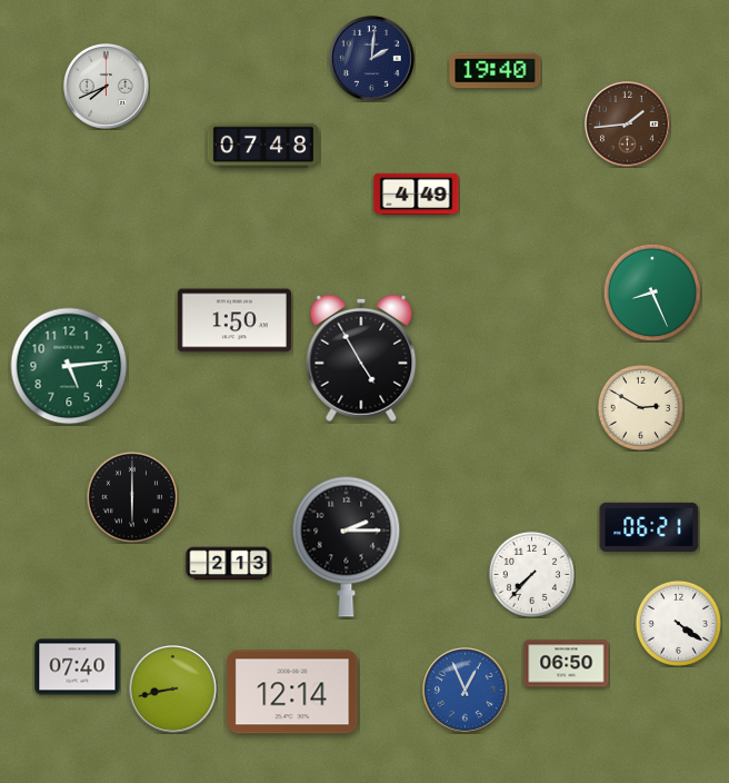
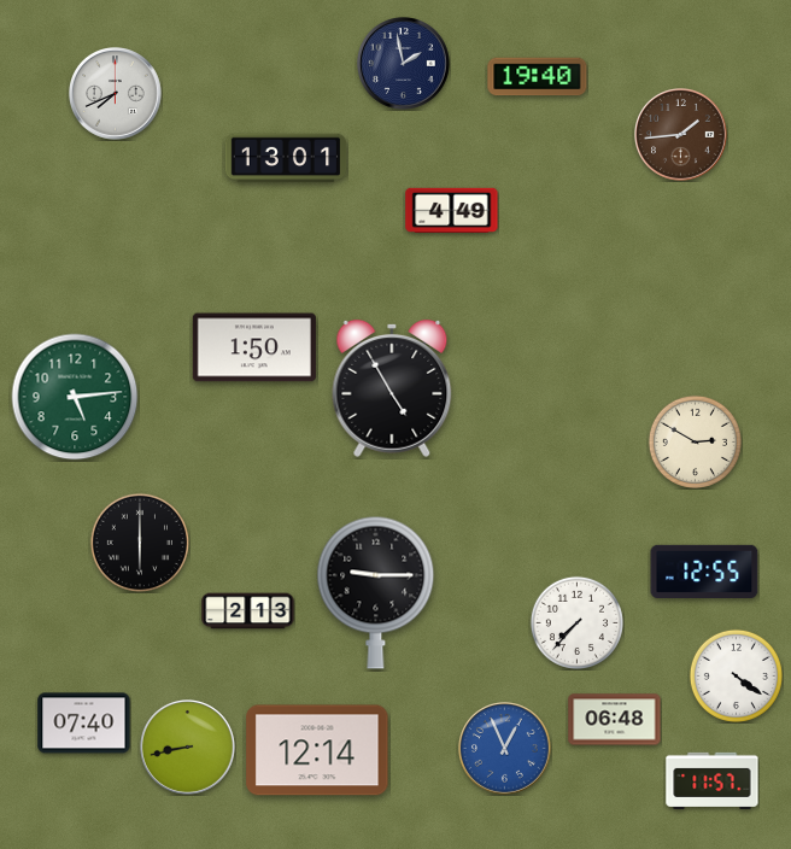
clock at (372, 59): 2:01 -> 1:58
clock at (263, 146): 07:48 -> 13:01
clock at (652, 293): 8:26 -> none
clock at (131, 496) position: (131, 496) -> (139, 541)
clock at (649, 526): 06:21 -> 12:55
clock at (347, 546): 2:15 -> 9:15
clock at (567, 664): 06:50 -> 06:48
clock at (713, 780): none -> 11:57
